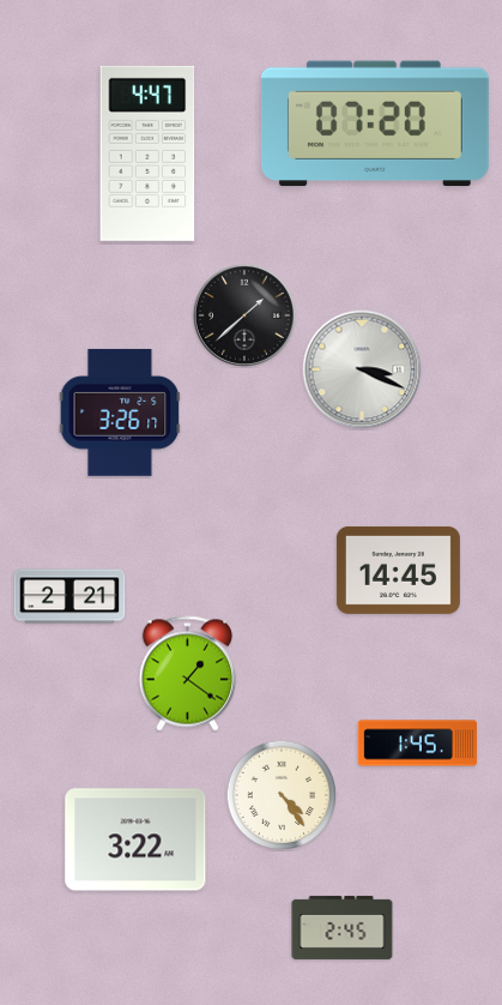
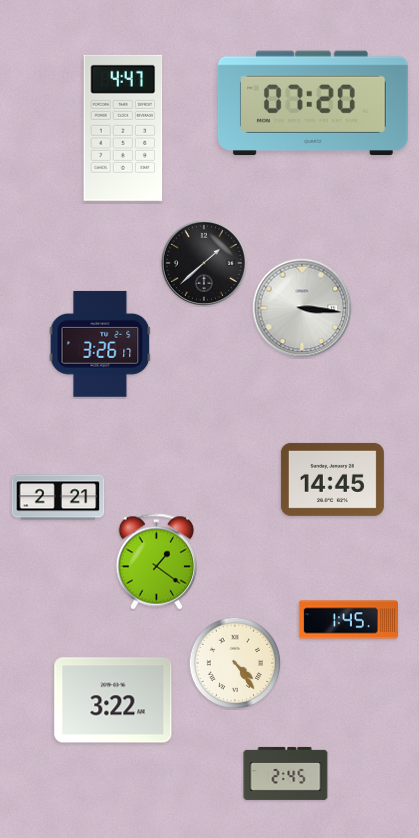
clock at (362, 369): 3:19 -> 3:16
clock at (398, 570) position: (398, 570) -> (332, 479)
